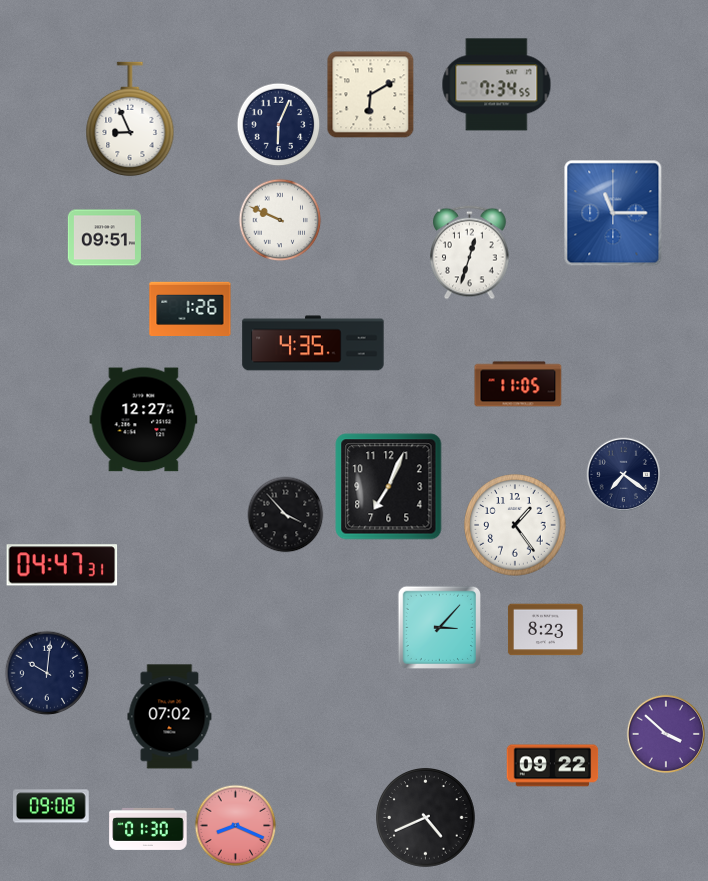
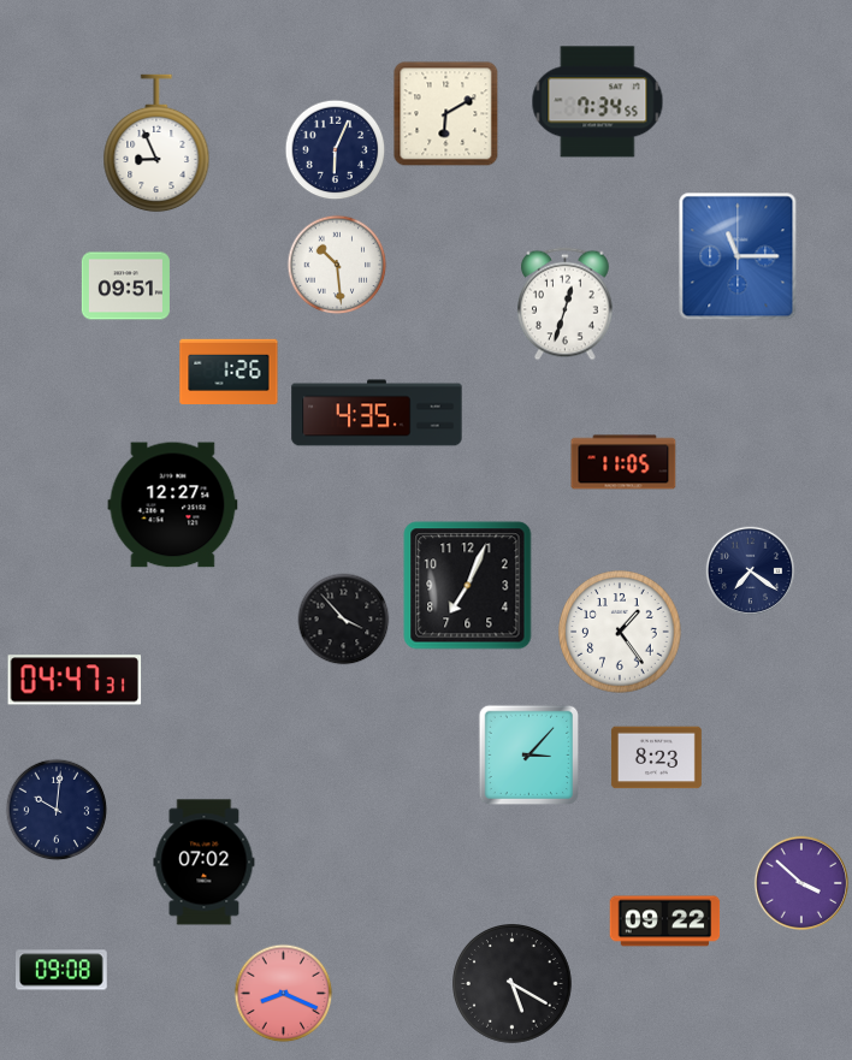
clock at (280, 220): 9:49 -> 10:29
clock at (426, 818): 4:41 -> 5:20
clock at (148, 829): 01:30 -> none
